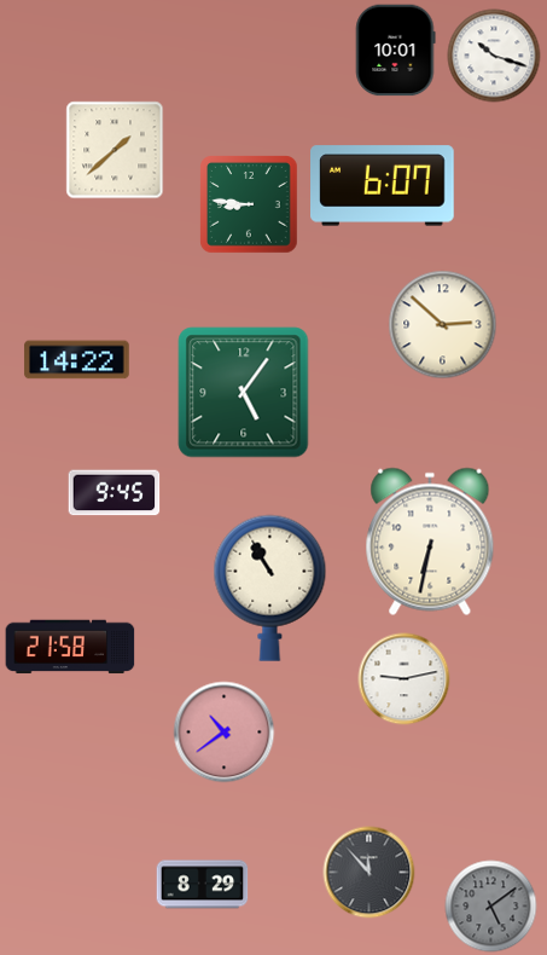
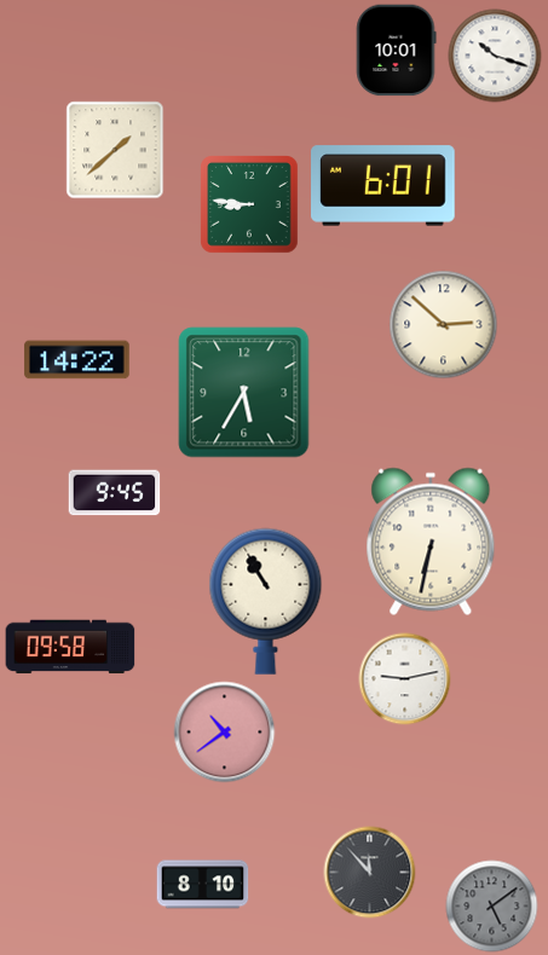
clock at (383, 186): 6:07 -> 6:01
clock at (244, 393): 5:06 -> 5:35
clock at (270, 588) position: (270, 588) -> (266, 601)
clock at (70, 647): 21:58 -> 09:58
clock at (203, 885): 8:29 -> 8:10
